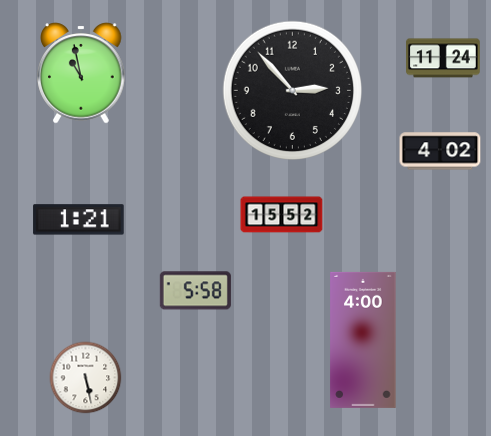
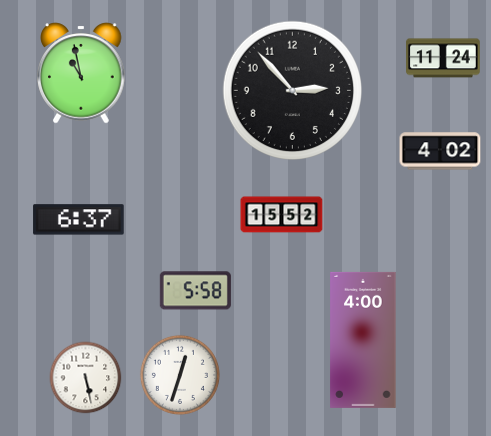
clock at (79, 220): 1:21 -> 6:37
clock at (180, 375): none -> 12:33
